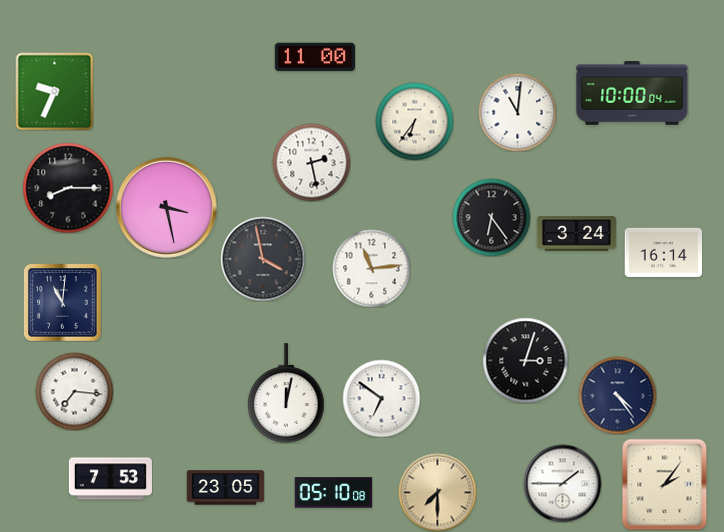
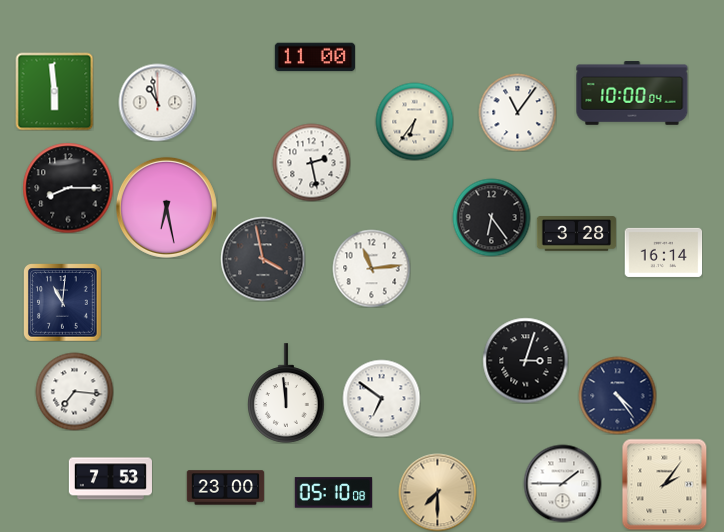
clock at (54, 91): 9:34 -> 5:59
clock at (157, 102): none -> 10:58
clock at (517, 112): 11:01 -> 11:06
clock at (166, 207): 3:28 -> 6:28
clock at (576, 234): 3:24 -> 3:28
clock at (287, 393): 12:02 -> 11:59
clock at (225, 488): 23:05 -> 23:00
